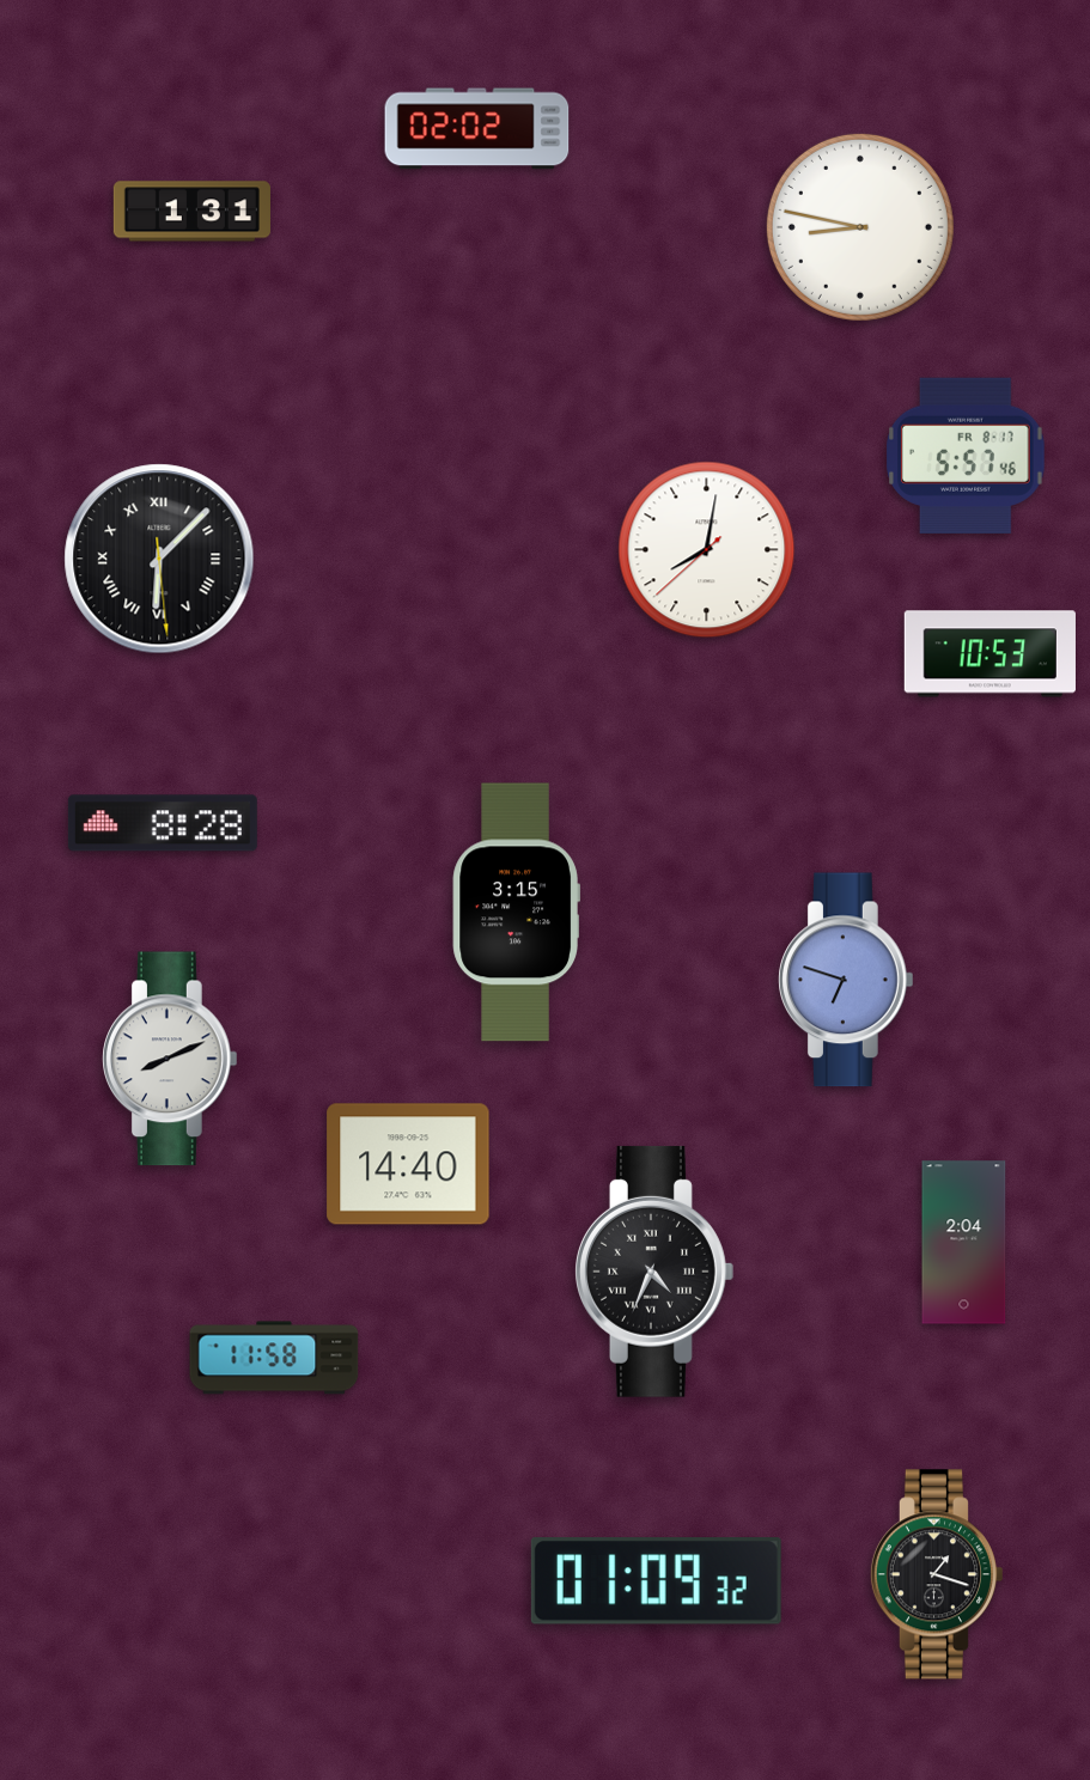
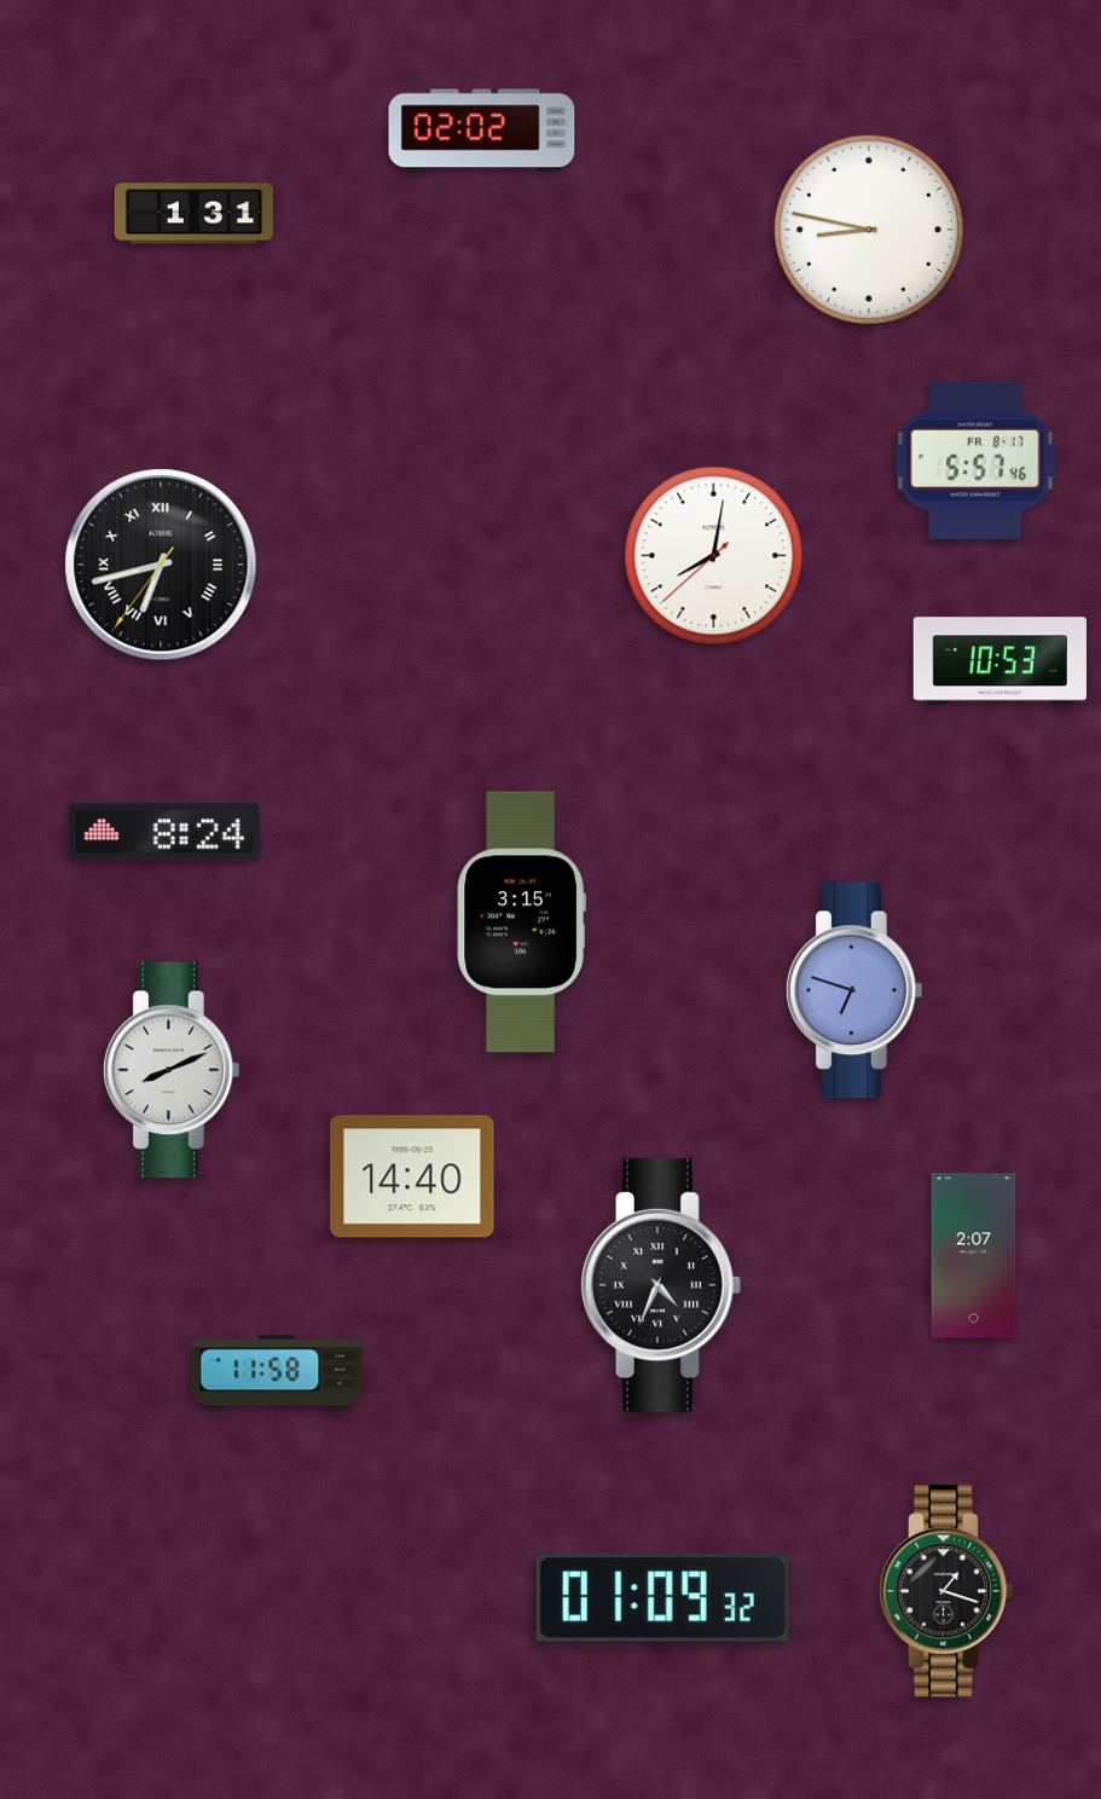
clock at (159, 559): 6:07 -> 6:42
clock at (163, 823): 8:28 -> 8:24
clock at (964, 1243): 2:04 -> 2:07
